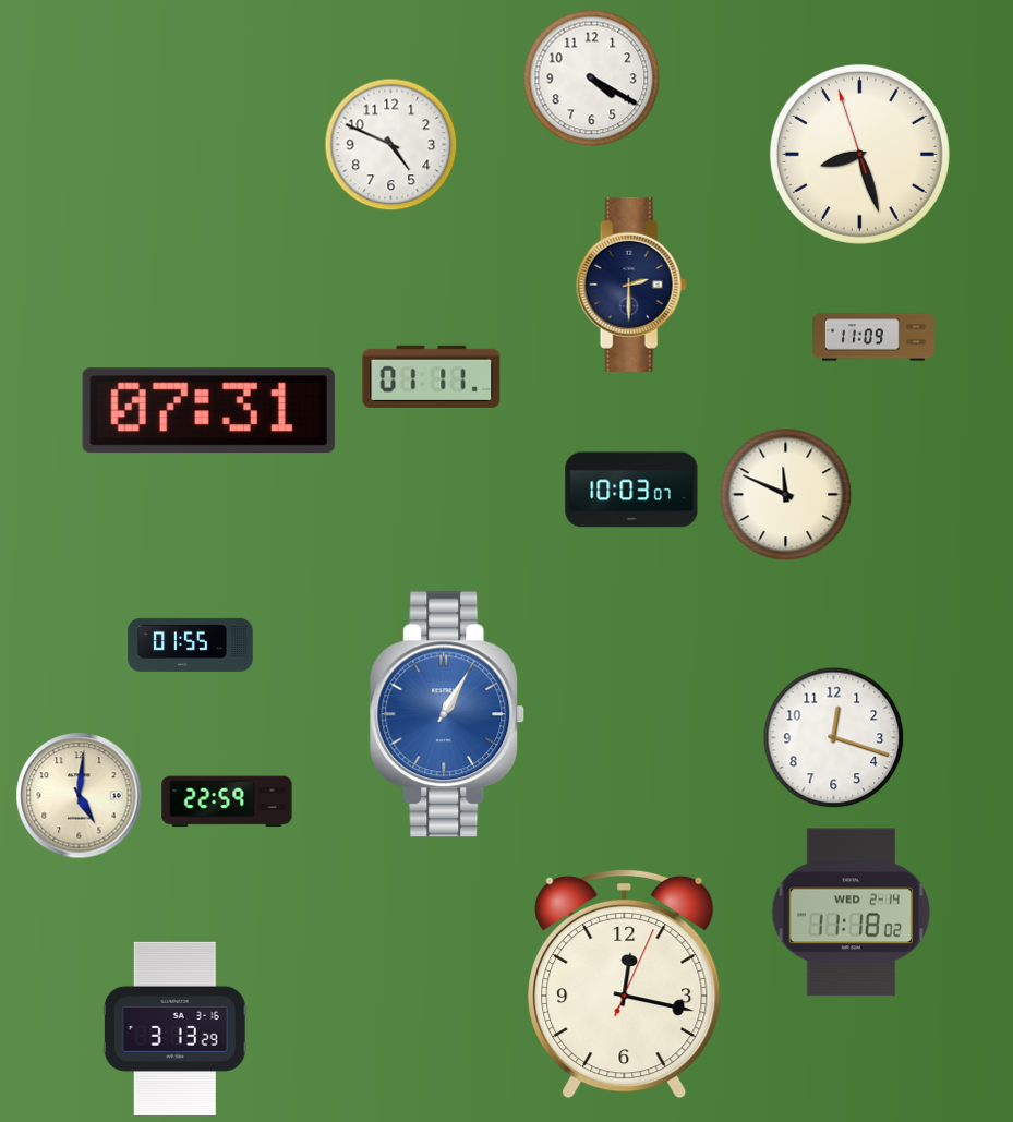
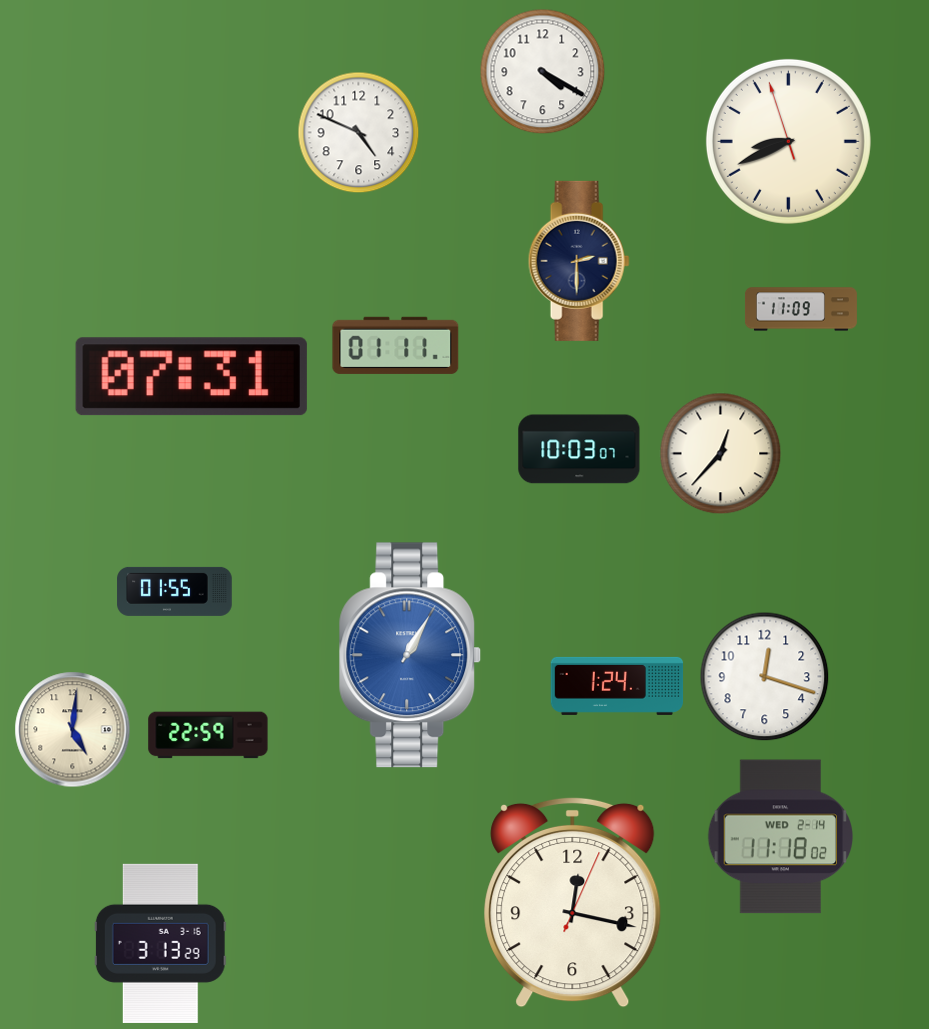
clock at (859, 154): 8:26 -> 8:40
clock at (786, 495): 11:49 -> 12:37
clock at (617, 686): none -> 1:24
